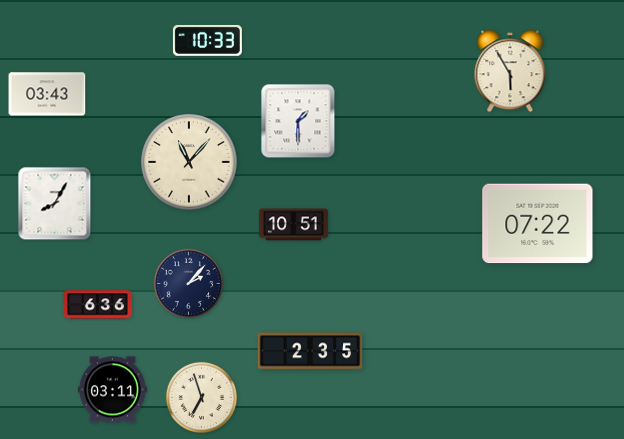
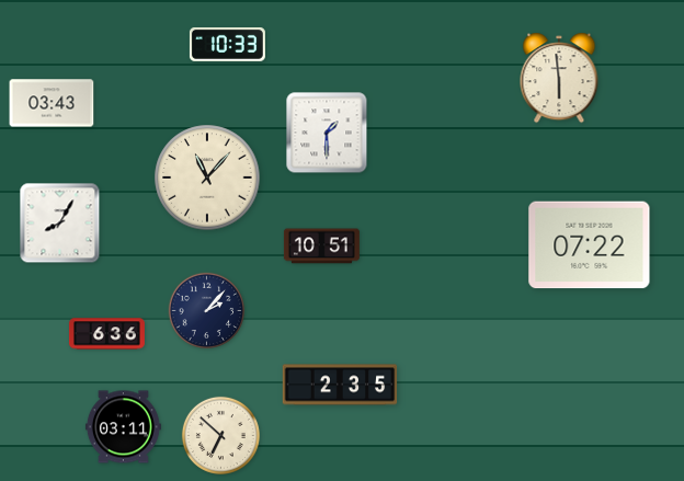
clock at (510, 71): 5:55 -> 5:59
clock at (201, 397): 6:57 -> 6:52
